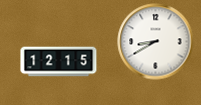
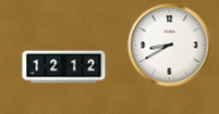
clock at (59, 62): 12:15 -> 12:12
